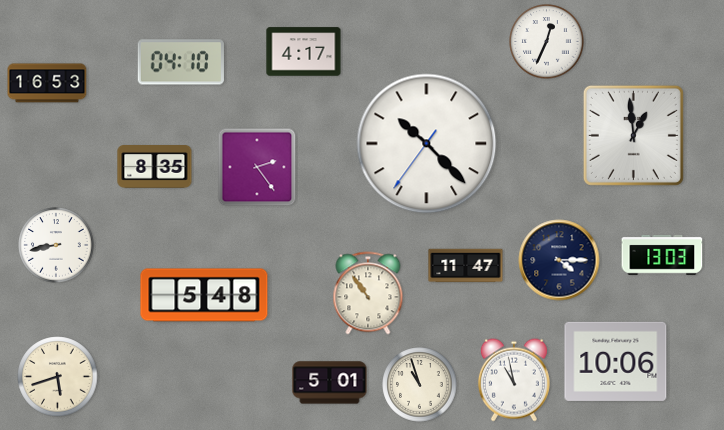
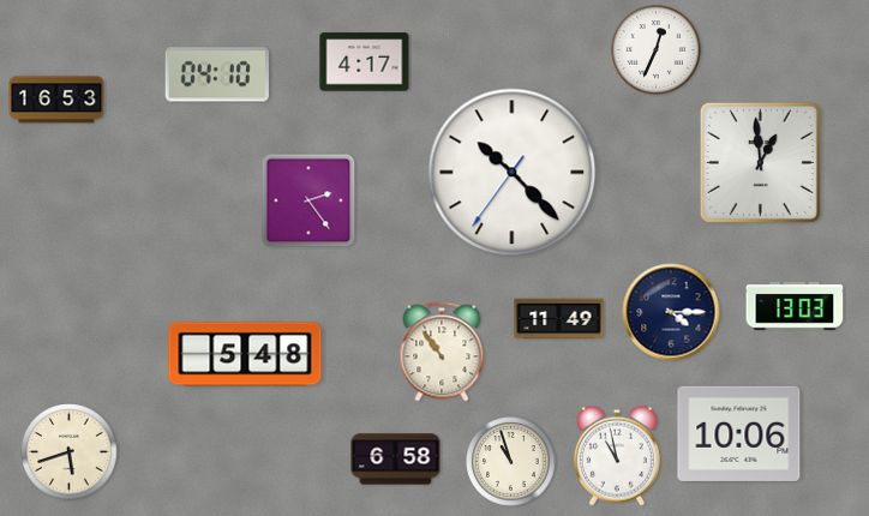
clock at (155, 167): 8:35 -> none
clock at (56, 245): 8:43 -> none
clock at (466, 266): 11:47 -> 11:49
clock at (330, 383): 5:01 -> 6:58
clock at (420, 385) position: (420, 385) -> (511, 462)
